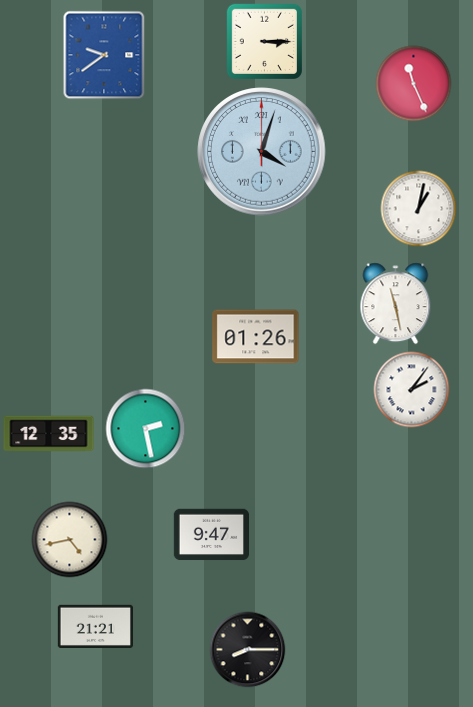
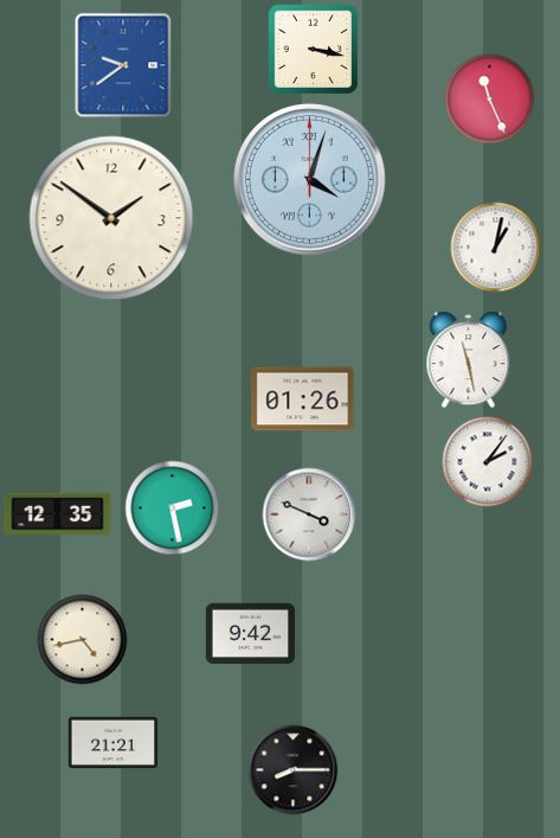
clock at (264, 41): 3:15 -> 3:17
clock at (111, 218): none -> 1:51
clock at (309, 514): none -> 3:49
clock at (212, 535): 9:47 -> 9:42
